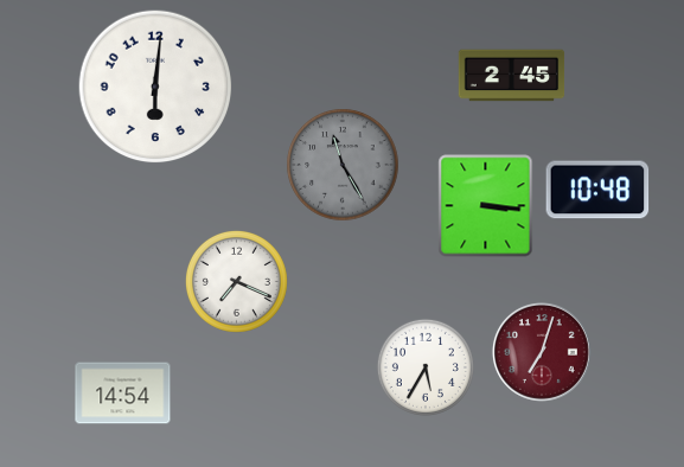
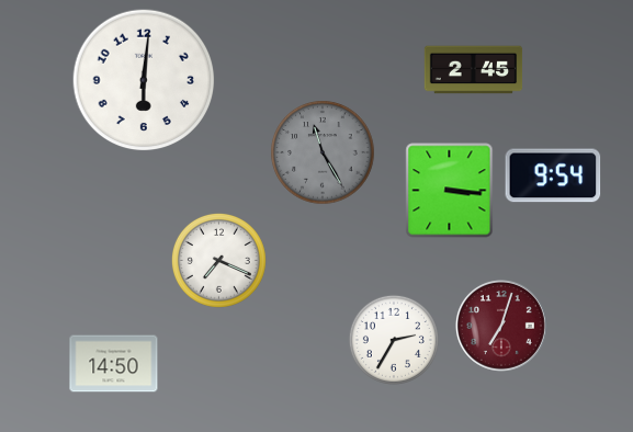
clock at (343, 165) position: (343, 165) -> (323, 152)
clock at (597, 190): 10:48 -> 9:54
clock at (426, 367): 5:35 -> 2:35
clock at (123, 394): 14:54 -> 14:50
